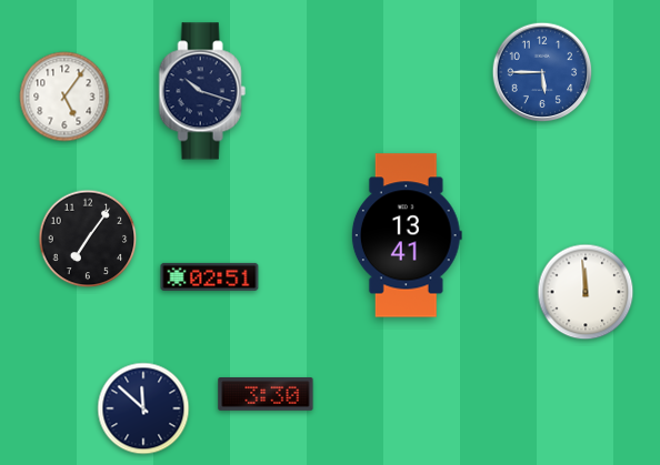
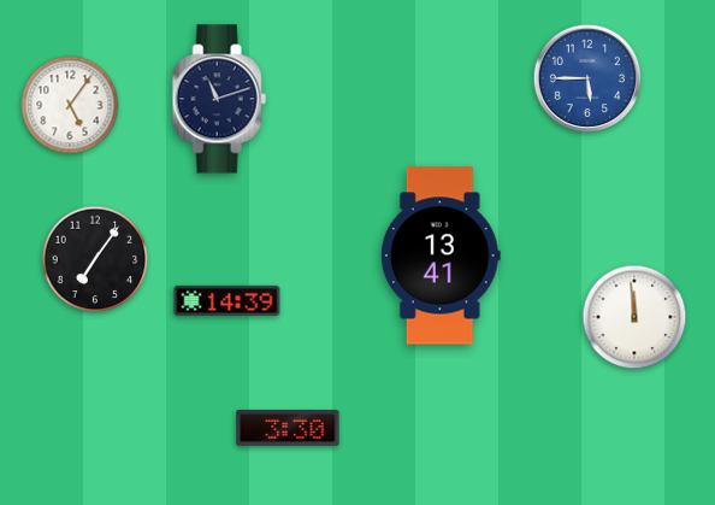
clock at (202, 91): 10:18 -> 11:12
clock at (210, 276): 02:51 -> 14:39
clock at (143, 408): 11:52 -> none
